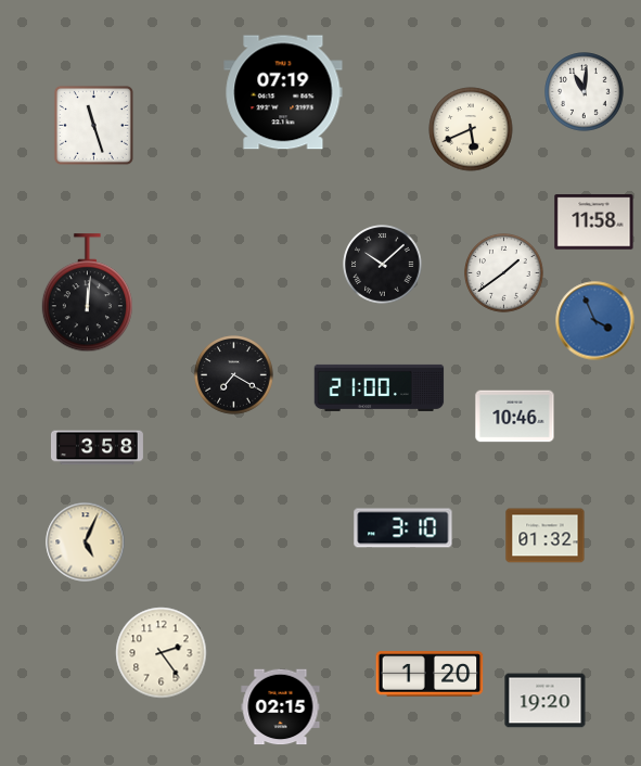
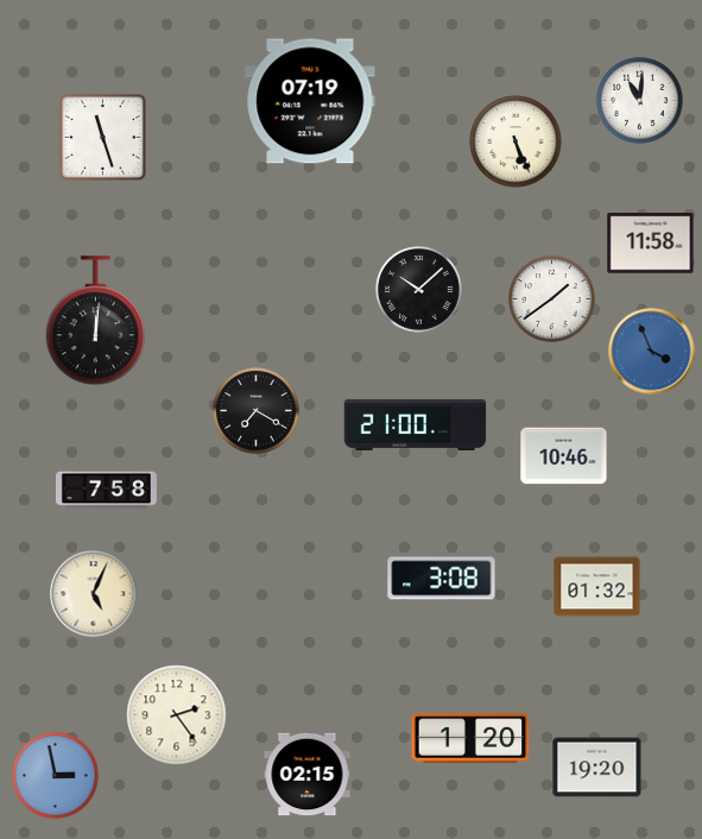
clock at (471, 129): 5:41 -> 5:26
clock at (97, 448): 3:58 -> 7:58
clock at (403, 528): 3:10 -> 3:08
clock at (56, 776): none -> 2:58
